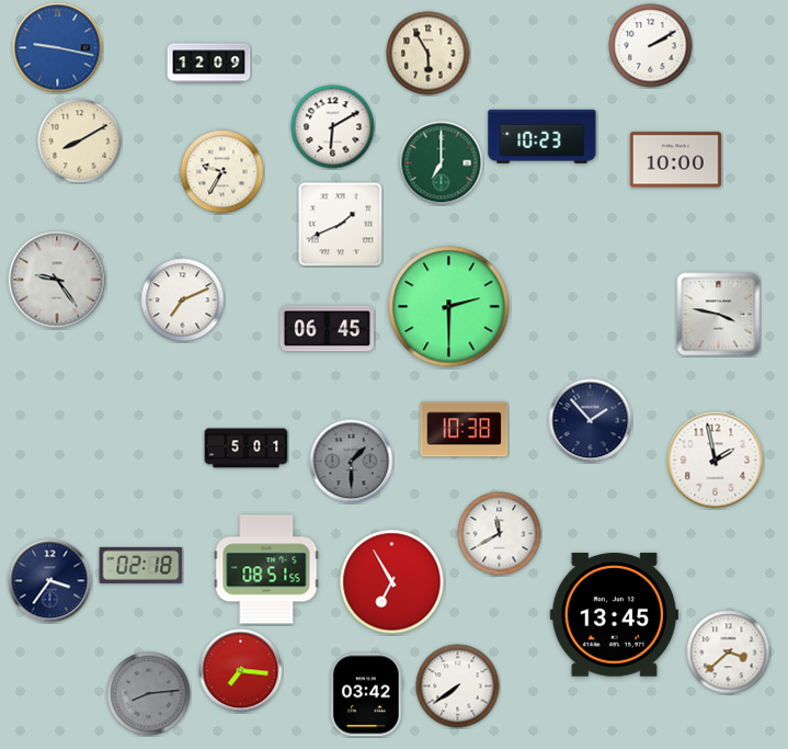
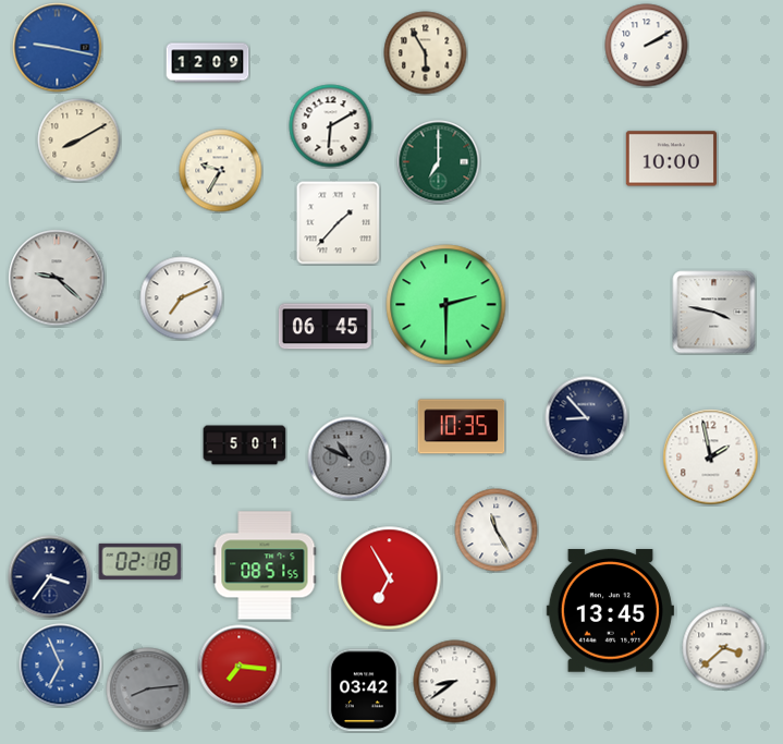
clock at (543, 136): 10:23 -> none
clock at (341, 225): 1:41 -> 1:37
clock at (57, 280): 9:24 -> 9:22
clock at (591, 421): 1:53 -> 8:53
clock at (465, 430): 10:38 -> 10:35
clock at (352, 462): 1:30 -> 10:49
clock at (500, 534): 11:40 -> 11:25
clock at (61, 666): none -> 6:56
clock at (458, 686): 7:39 -> 8:39
